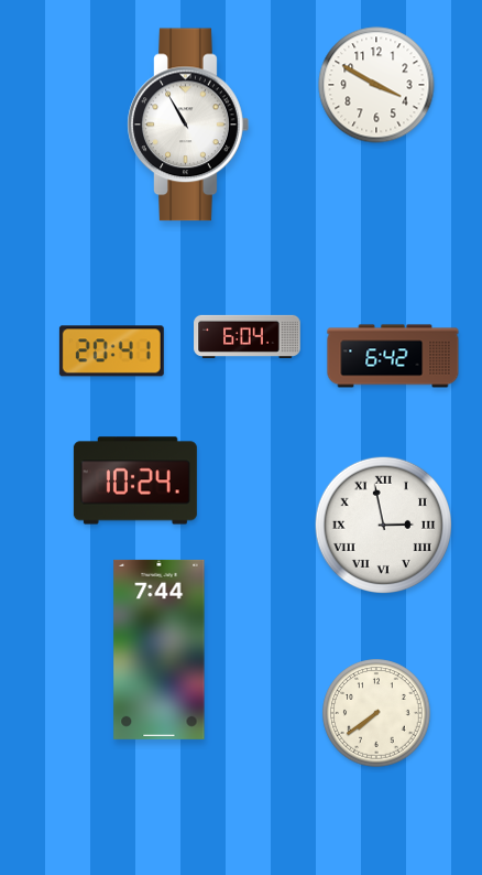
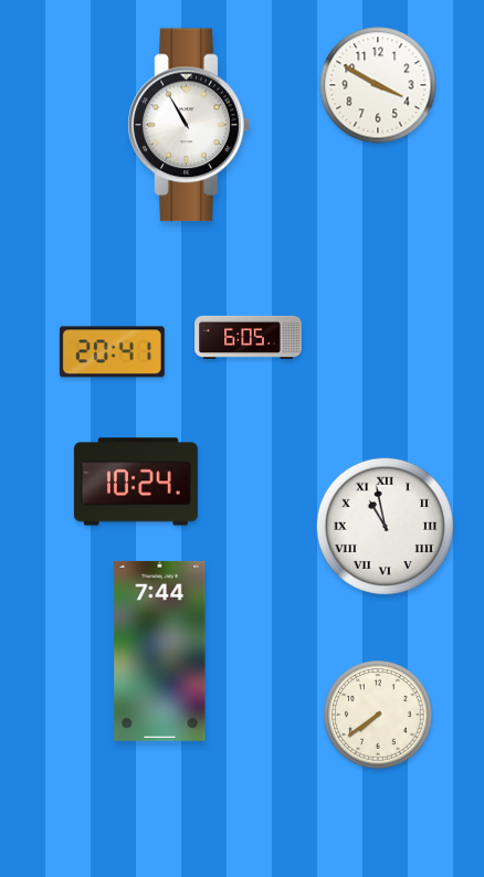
clock at (248, 336): 6:04 -> 6:05
clock at (393, 356): 6:42 -> none
clock at (383, 525): 2:58 -> 10:58
